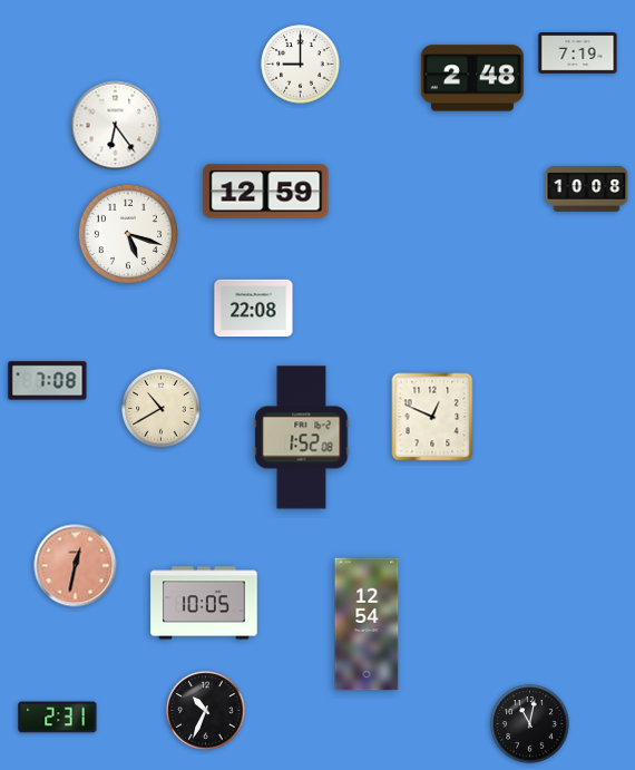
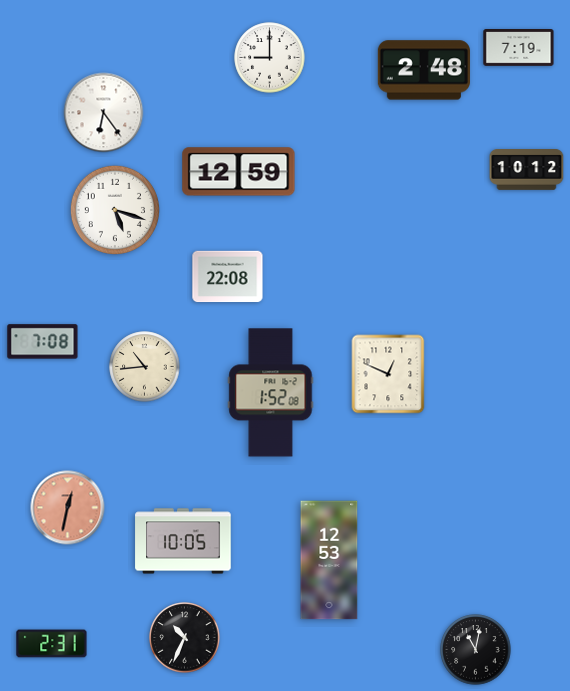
clock at (587, 189): 10:08 -> 10:12
clock at (162, 409): 10:40 -> 10:44
clock at (367, 624): 12:54 -> 12:53
